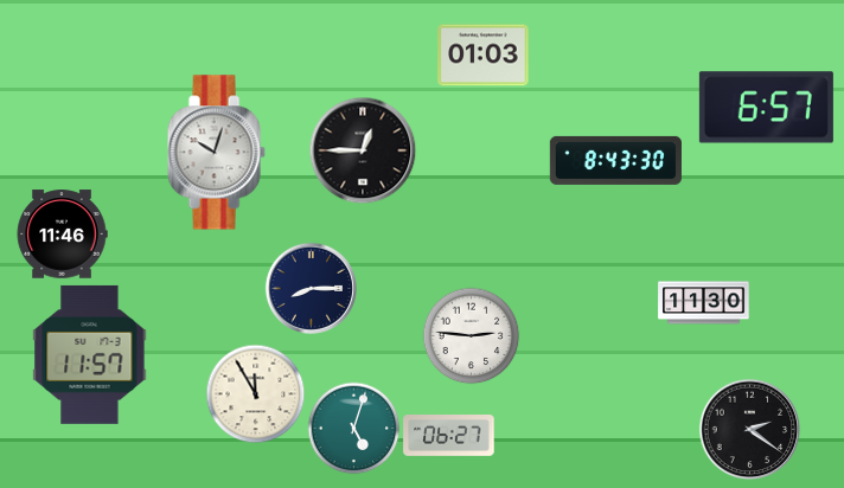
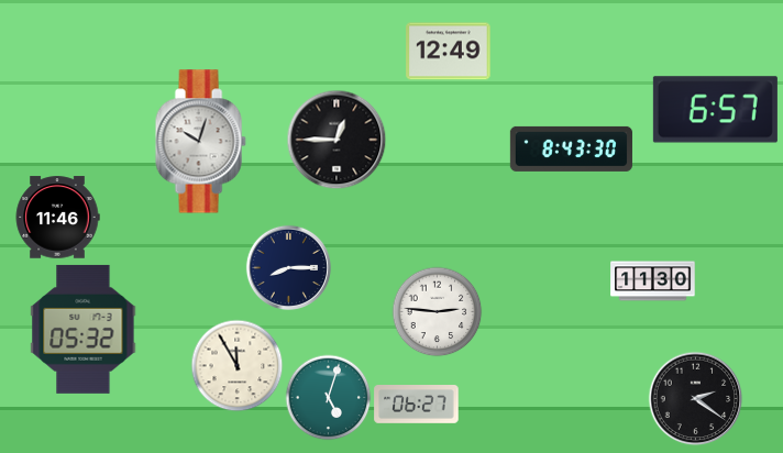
clock at (484, 56): 01:03 -> 12:49
clock at (766, 108) position: (766, 108) -> (715, 110)
clock at (90, 354): 11:57 -> 05:32
